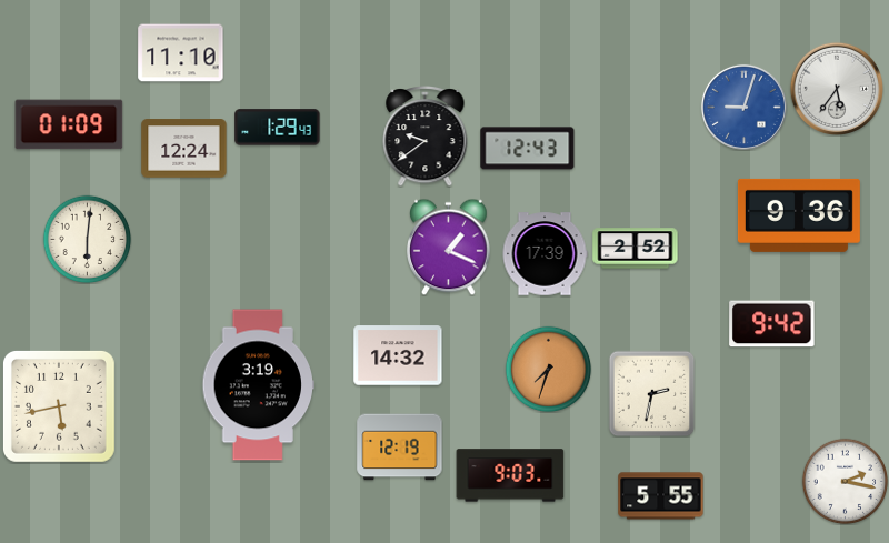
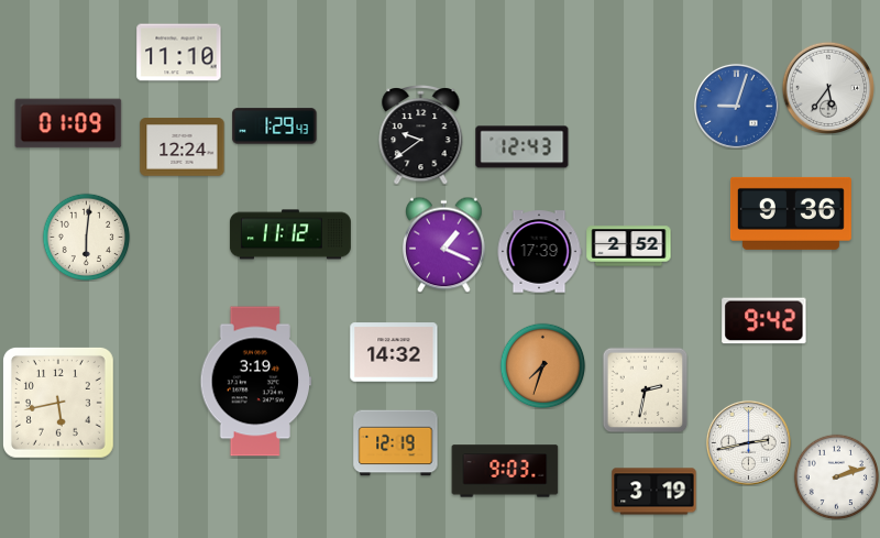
clock at (290, 234): none -> 11:12
clock at (748, 442): none -> 2:43
clock at (845, 481): 2:17 -> 2:12
clock at (661, 496): 5:55 -> 3:19
